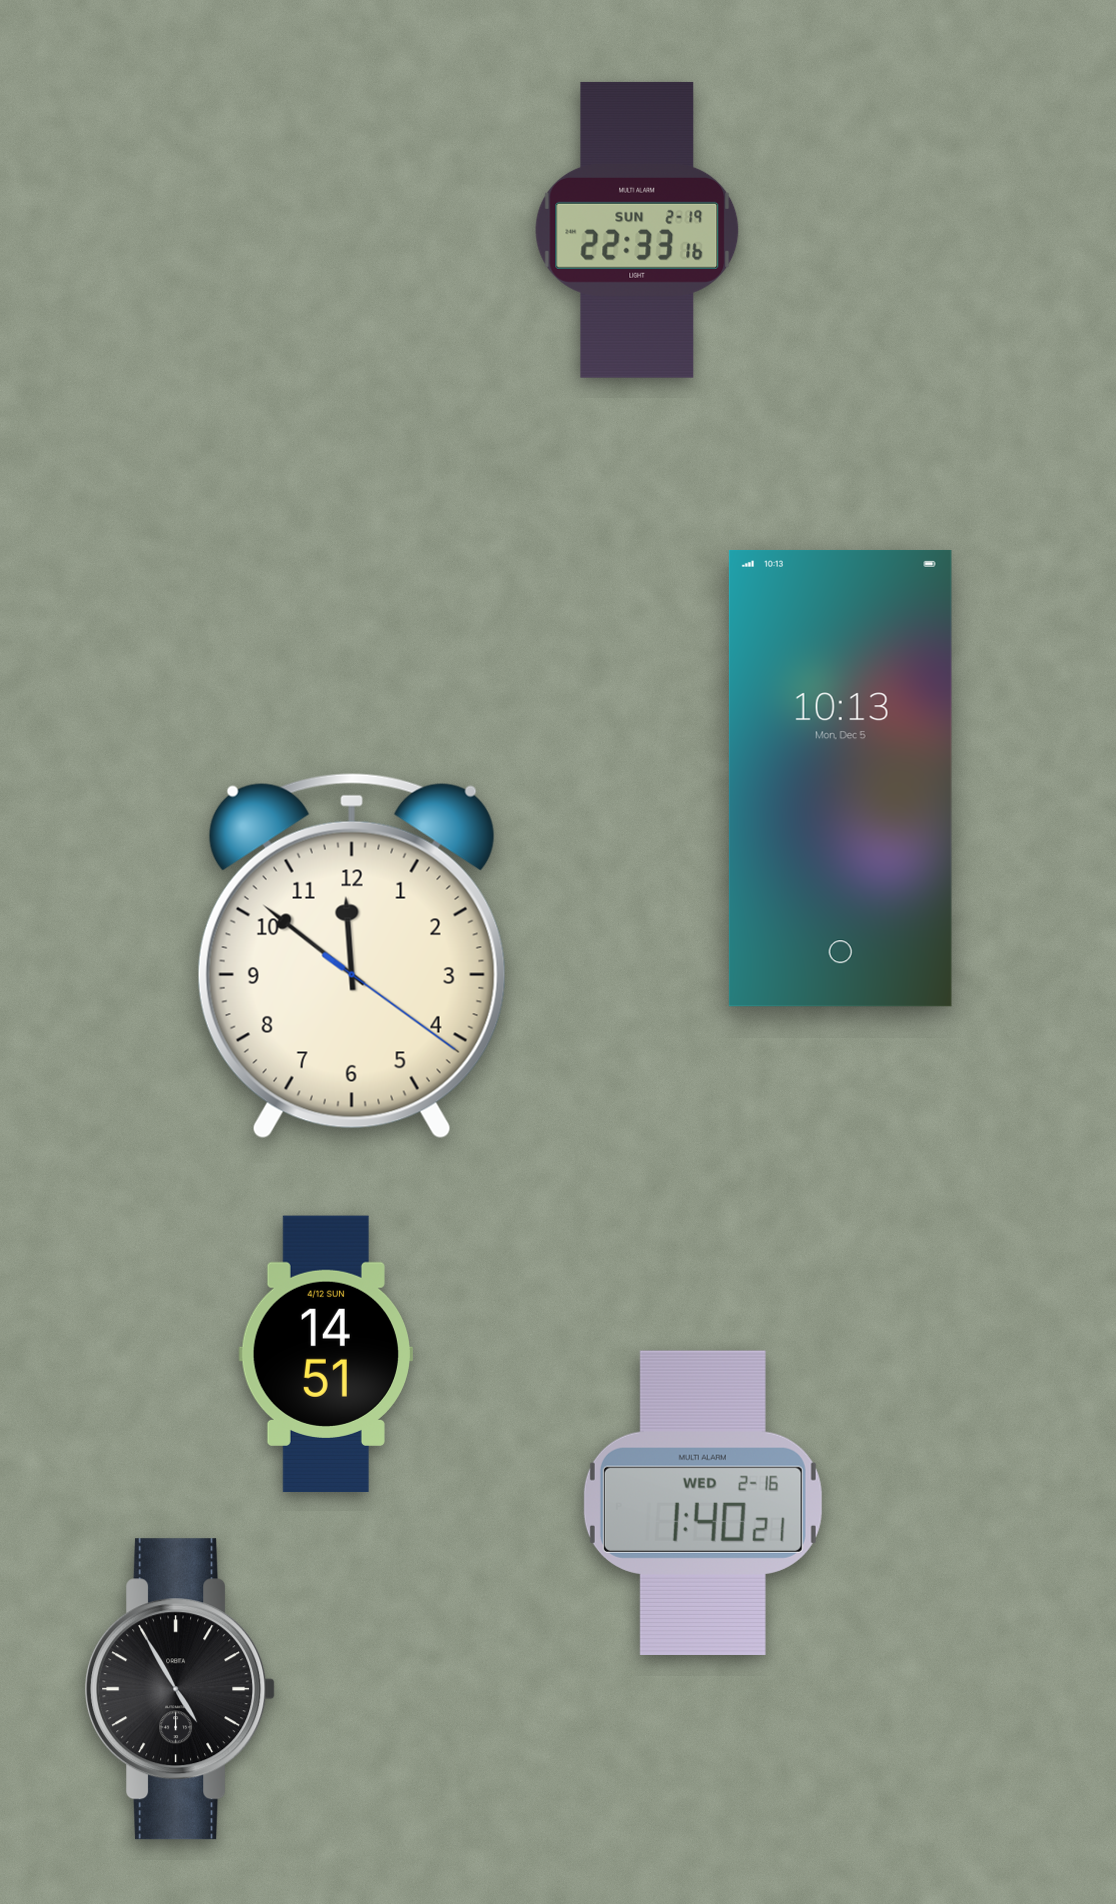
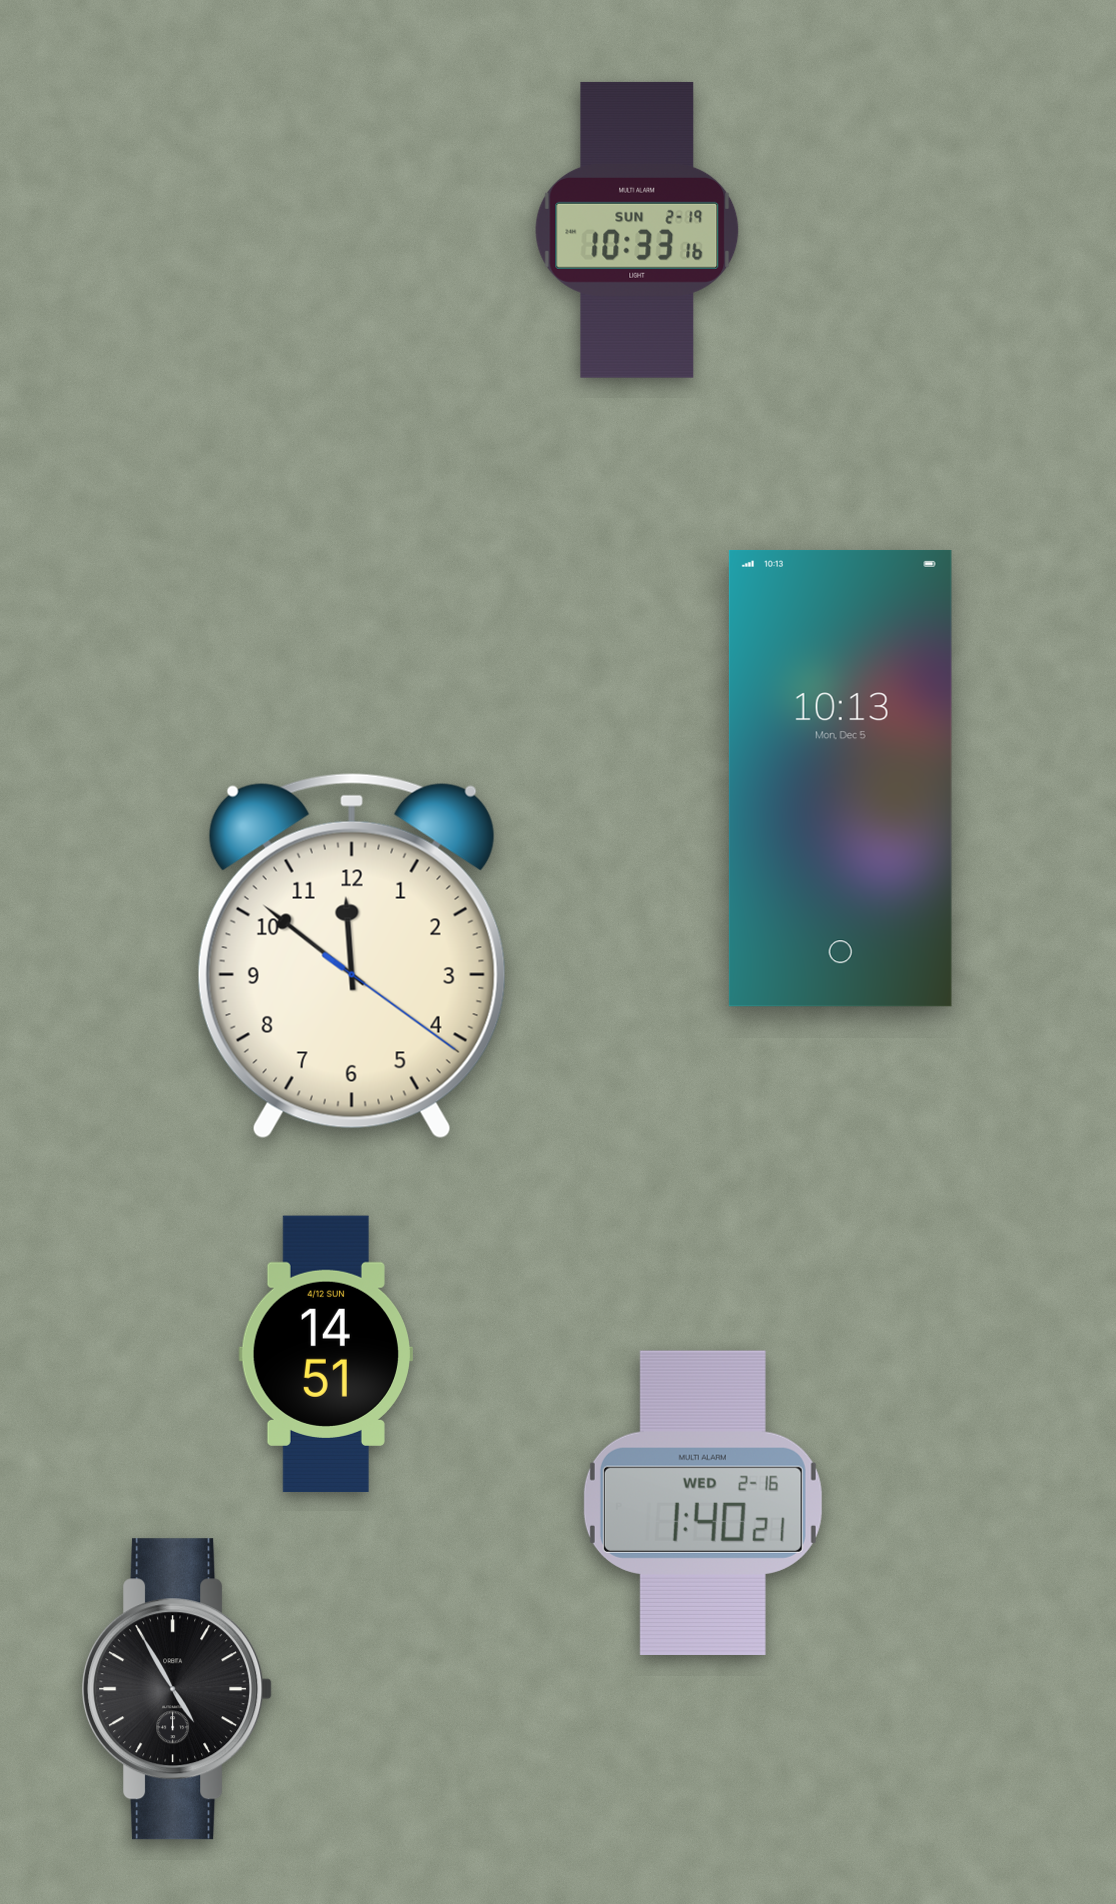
clock at (637, 230): 22:33 -> 10:33
clock at (180, 1689) position: (180, 1689) -> (177, 1689)
